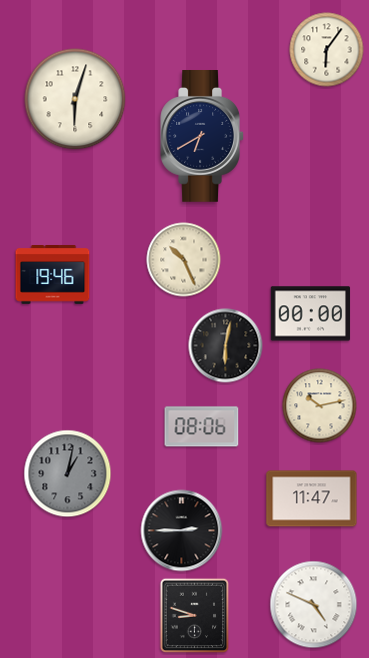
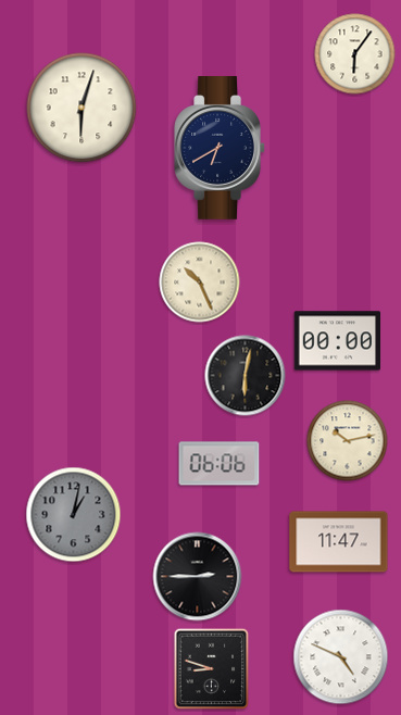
clock at (53, 275): 19:46 -> none
clock at (202, 427): 08:06 -> 06:06
